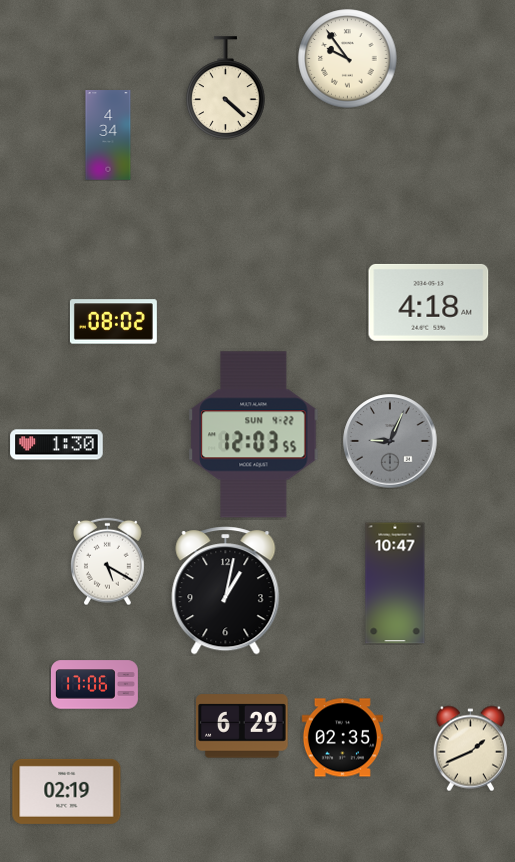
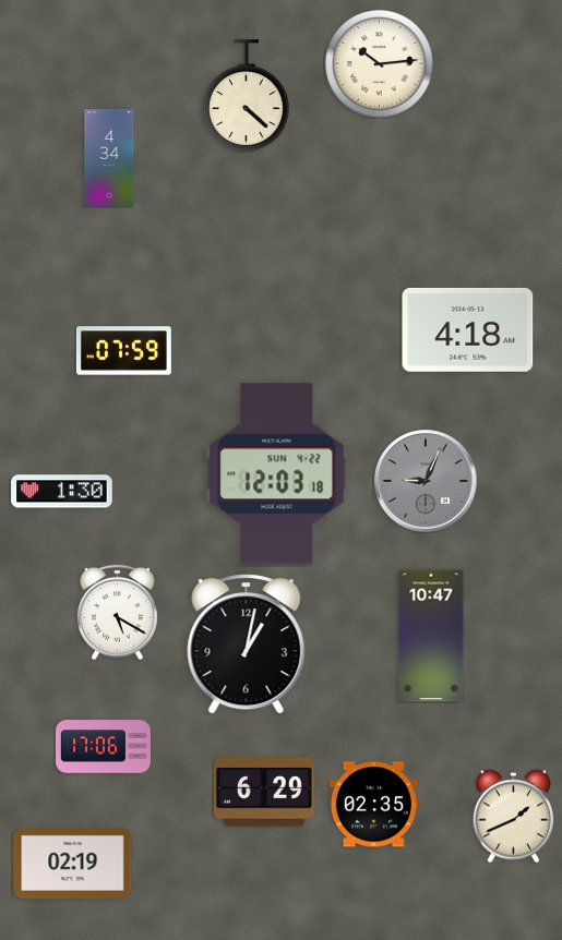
clock at (348, 59): 9:54 -> 10:14
clock at (108, 135) position: (108, 135) -> (109, 158)
clock at (113, 322): 08:02 -> 07:59
clock at (254, 435): 12:03:55 -> 12:03:18
clock at (57, 445) position: (57, 445) -> (62, 492)
